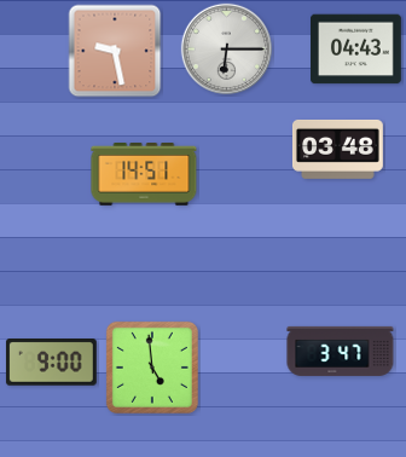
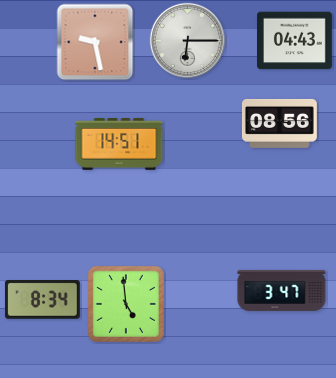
clock at (337, 149): 03:48 -> 08:56
clock at (51, 363): 9:00 -> 8:34
